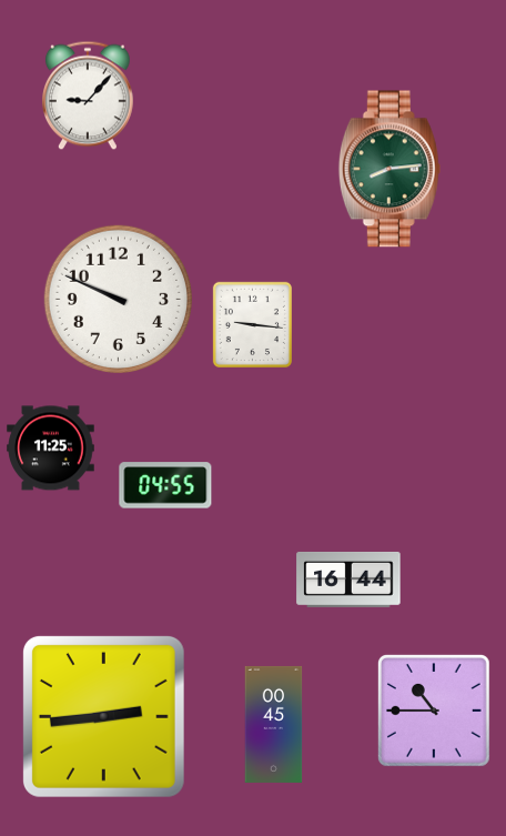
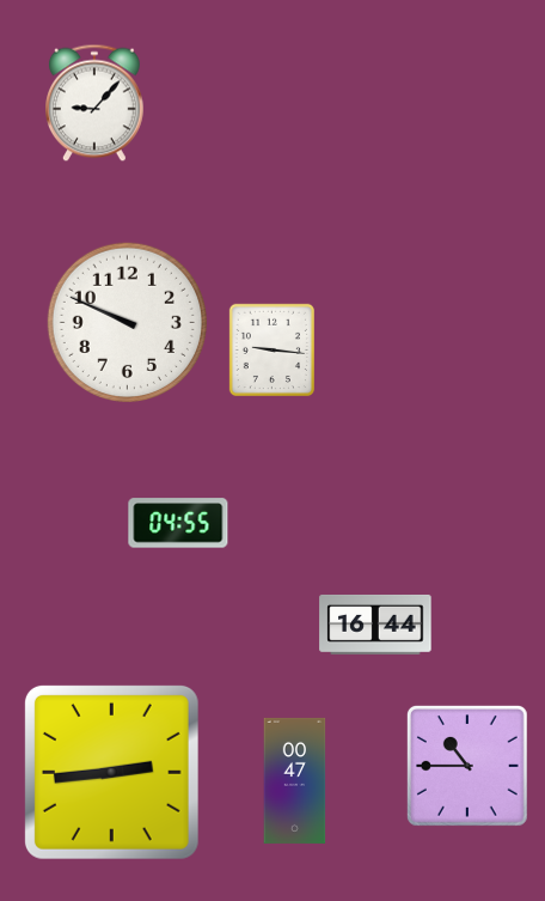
clock at (389, 169): 8:14 -> none
clock at (51, 449): 11:25 -> none
clock at (274, 724): 00:45 -> 00:47
